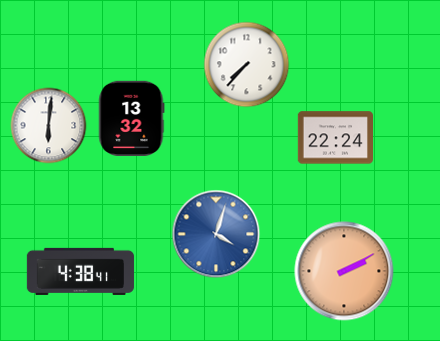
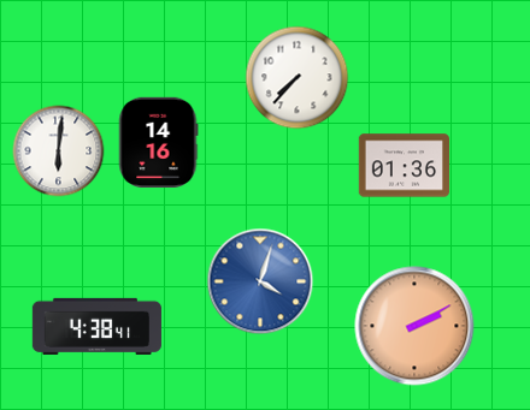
clock at (131, 118): 13:32 -> 14:16
clock at (335, 138): 22:24 -> 01:36
